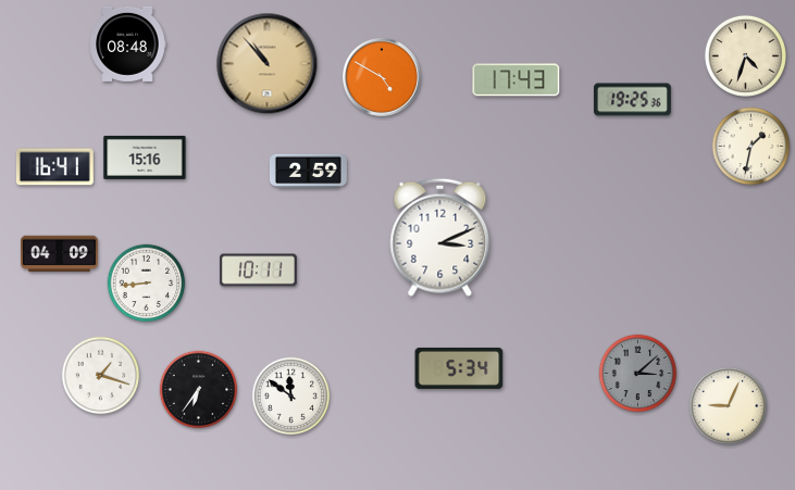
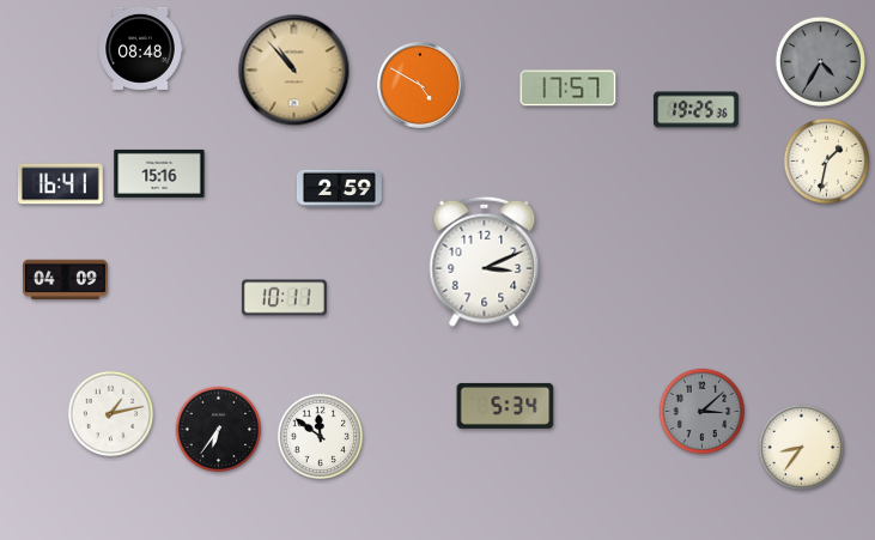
clock at (745, 55): 4:33 -> 4:35
clock at (745, 55) dial: cream -> grey
clock at (517, 80): 17:43 -> 17:57
clock at (147, 284): 8:44 -> none
clock at (101, 376): 1:18 -> 1:13
clock at (729, 406): 9:04 -> 8:36
